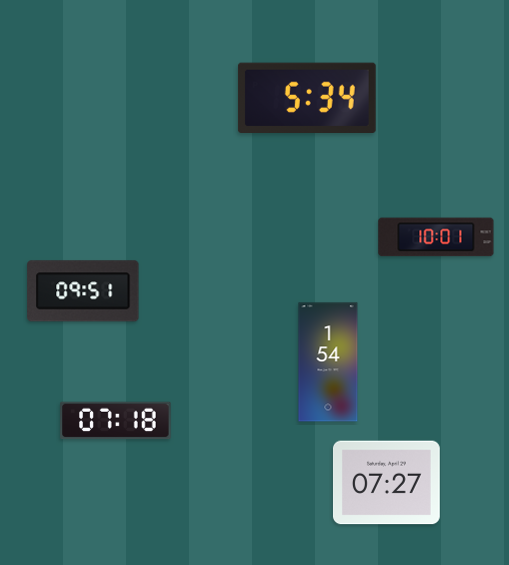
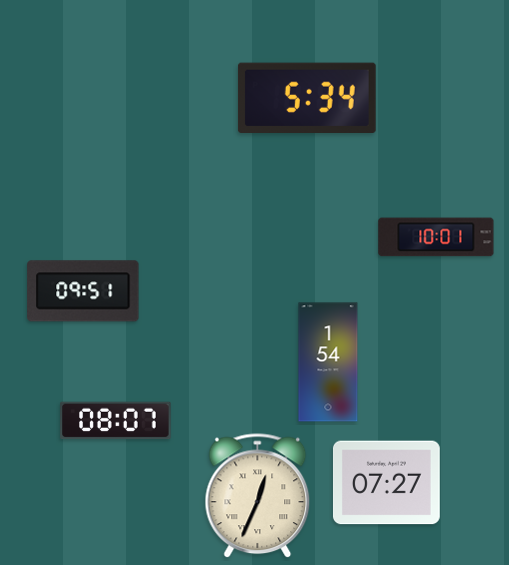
clock at (116, 421): 07:18 -> 08:07
clock at (258, 496): none -> 12:34
